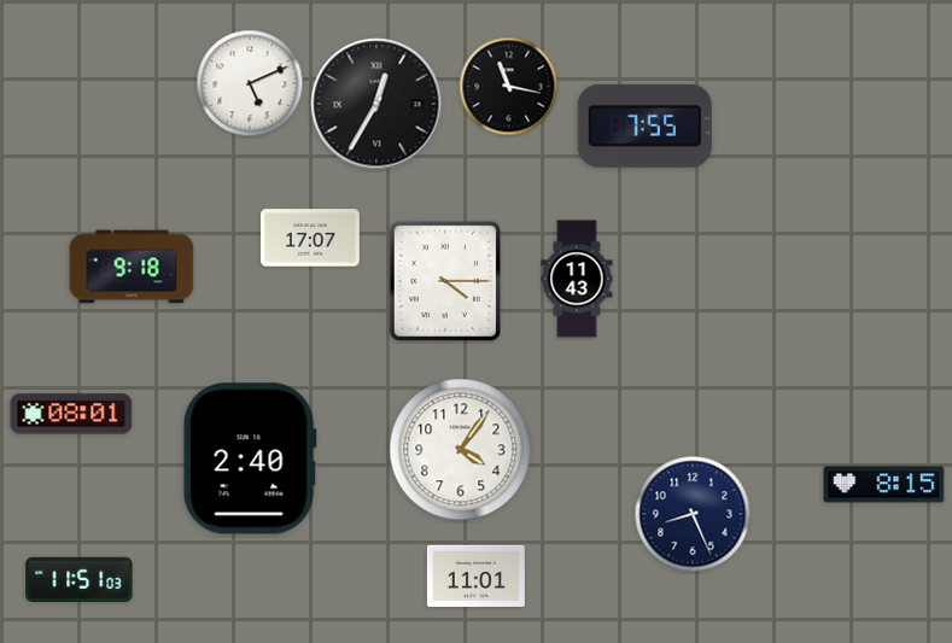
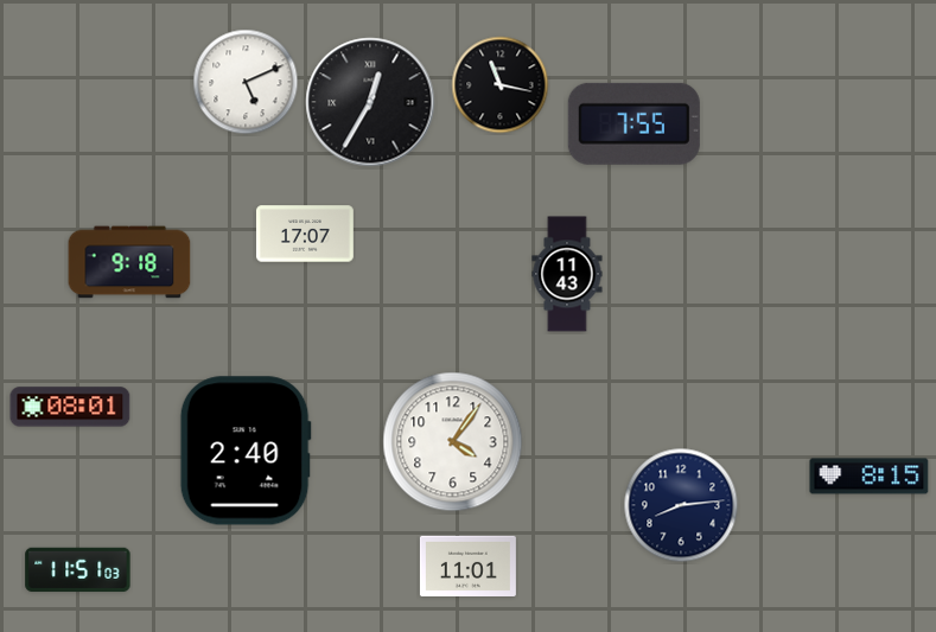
clock at (445, 281): 4:15 -> none
clock at (693, 514): 8:26 -> 8:14
